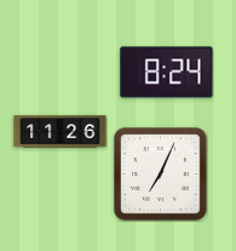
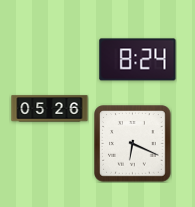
clock at (61, 132): 11:26 -> 05:26
clock at (161, 175): 7:04 -> 6:19
